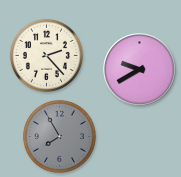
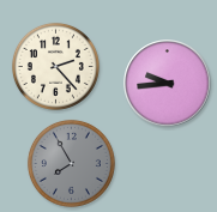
clock at (140, 70): 9:40 -> 9:44
